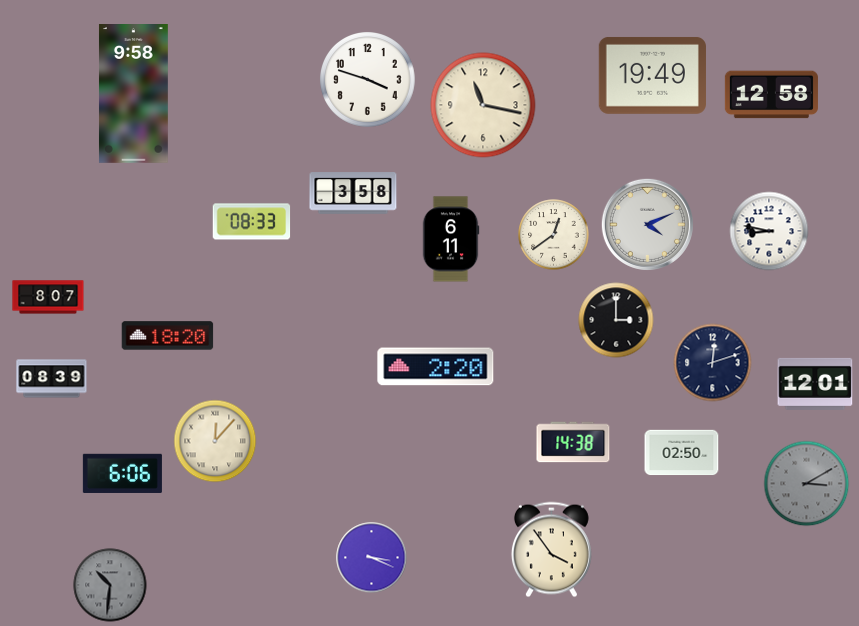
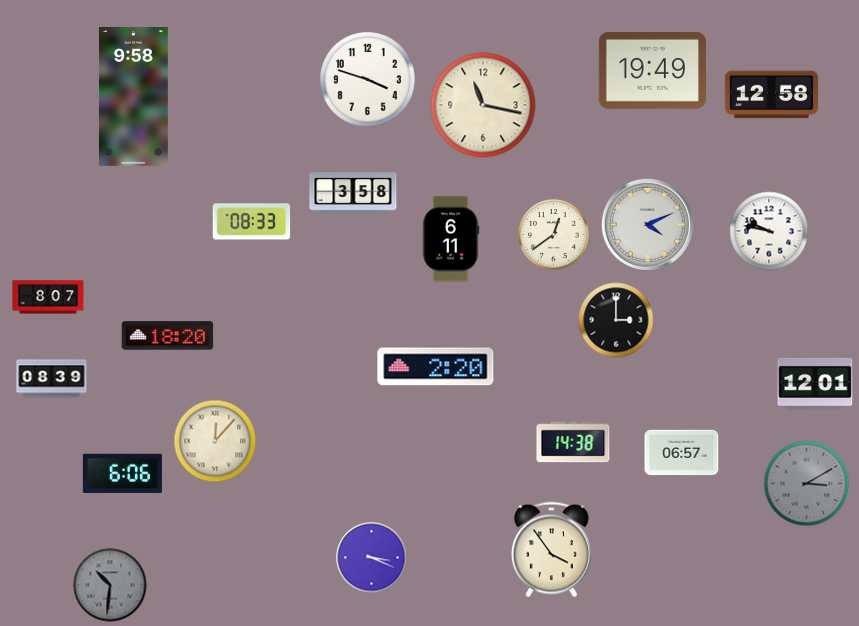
clock at (652, 75) position: (652, 75) -> (652, 70)
clock at (133, 94) position: (133, 94) -> (133, 97)
clock at (769, 231): 8:47 -> 9:47
clock at (713, 363): 12:12 -> none
clock at (682, 453): 02:50 -> 06:57
